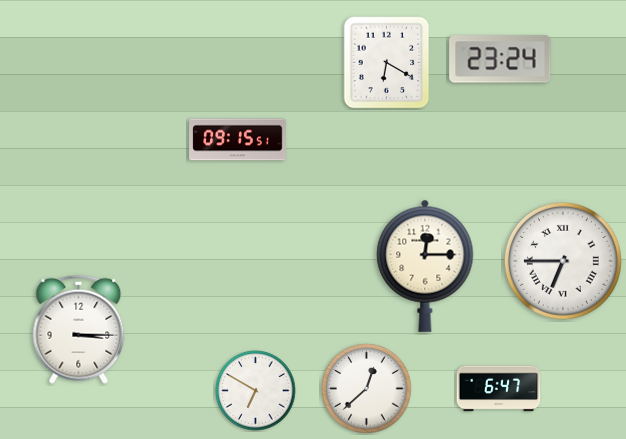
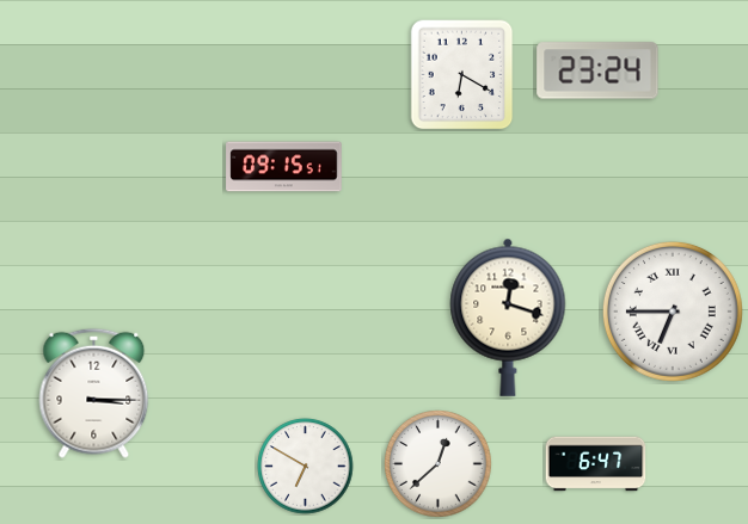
clock at (425, 266): 12:15 -> 12:18
